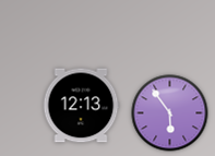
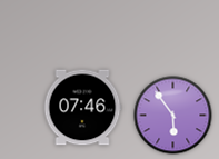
clock at (81, 106): 12:13 -> 07:46
